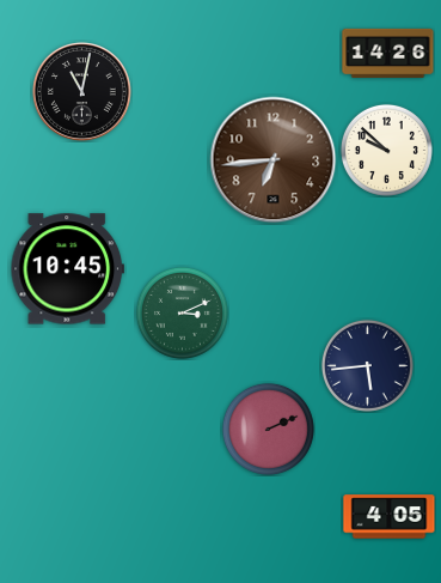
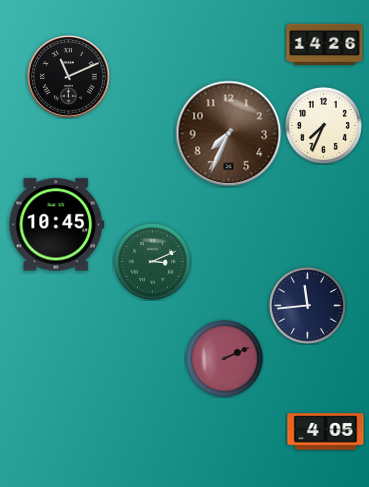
clock at (81, 91): 11:02 -> 11:11
clock at (386, 150): 9:52 -> 7:34
clock at (274, 160): 6:44 -> 7:34
clock at (367, 365): 5:44 -> 11:44
